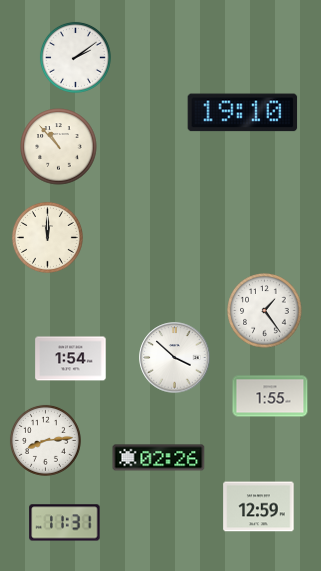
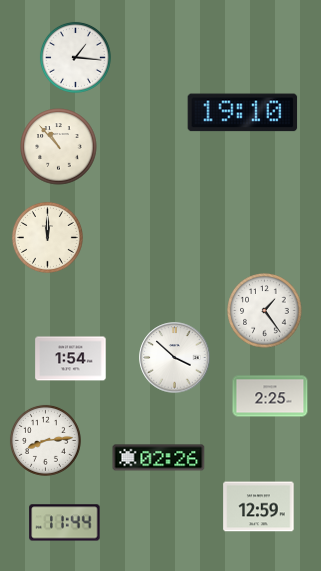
clock at (75, 57): 2:09 -> 1:16
clock at (270, 396): 1:55 -> 2:25
clock at (65, 523): 11:31 -> 11:44
